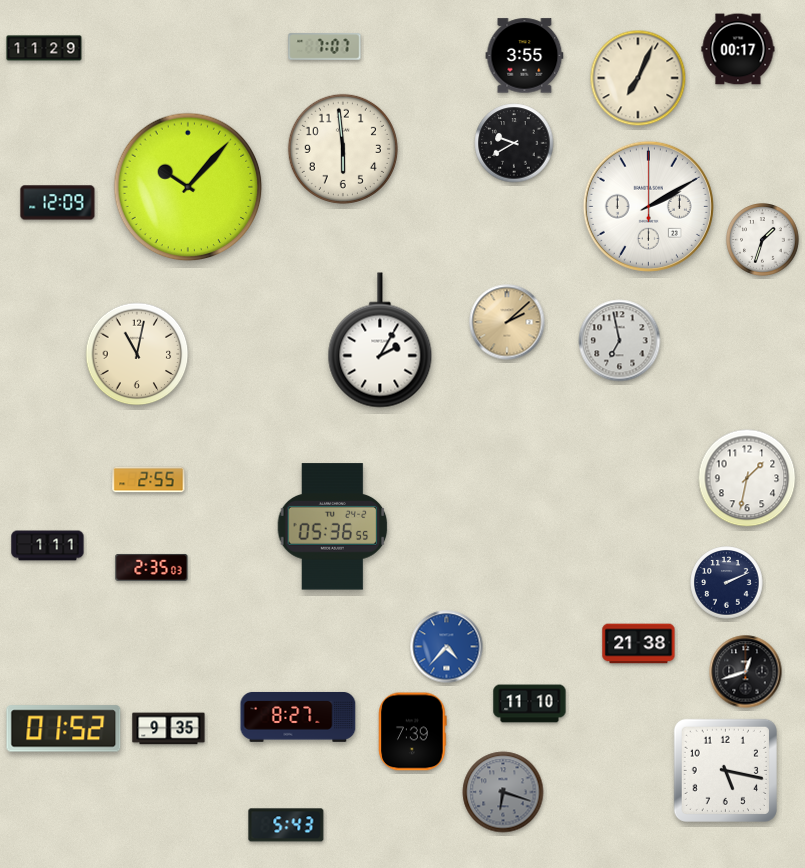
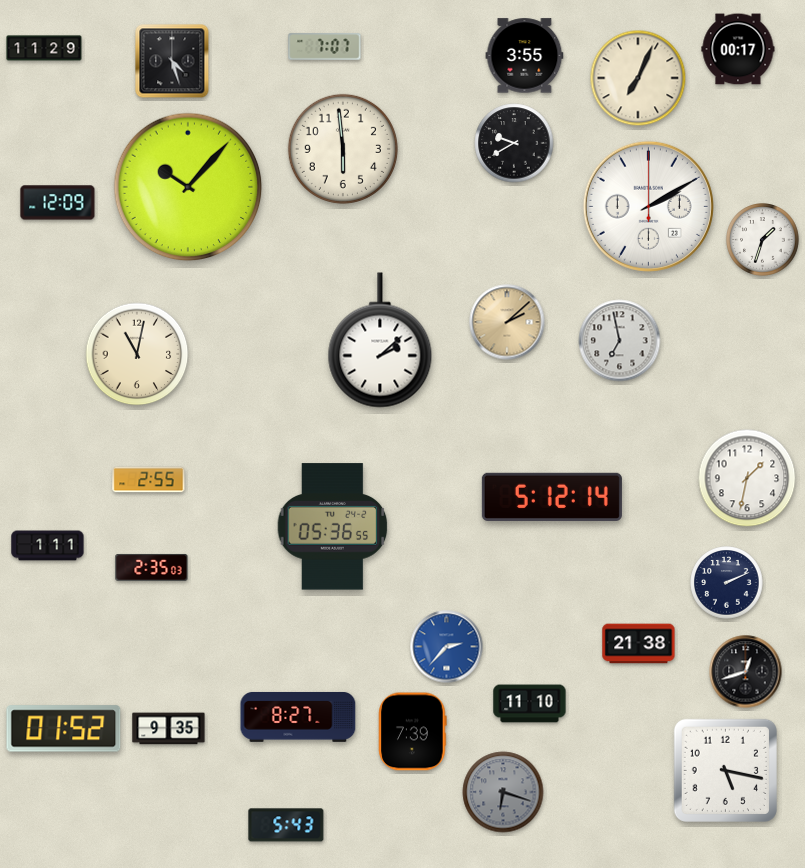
clock at (172, 61): none -> 4:27
clock at (380, 340): 2:05 -> 2:08
clock at (552, 497): none -> 5:12
clock at (447, 647): 4:37 -> 2:37
